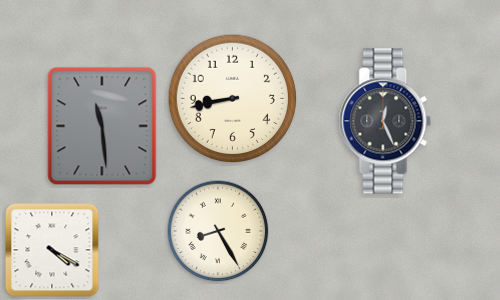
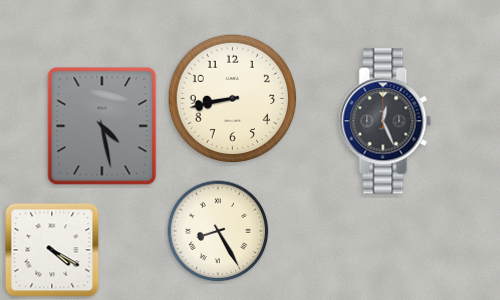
clock at (102, 126): 11:29 -> 4:28
